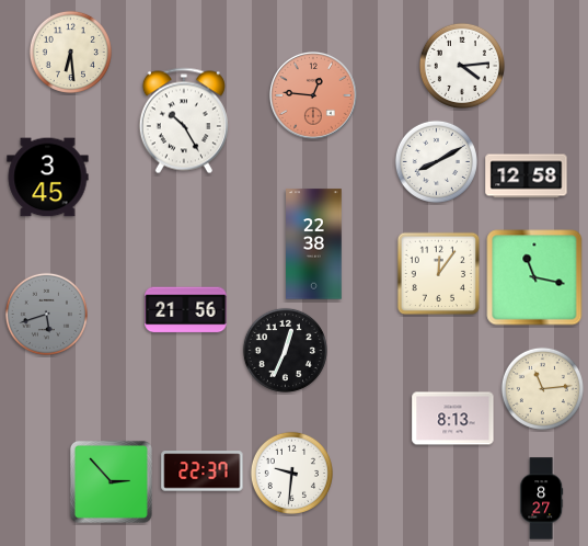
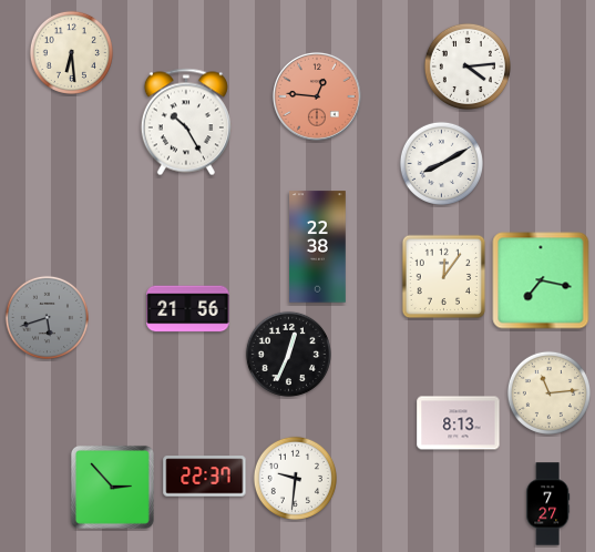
clock at (527, 177): 12:58 -> none
clock at (48, 178): 3:45 -> none
clock at (534, 277): 11:17 -> 7:17
clock at (186, 310) position: (186, 310) -> (188, 309)
clock at (542, 499): 8:27 -> 7:27
